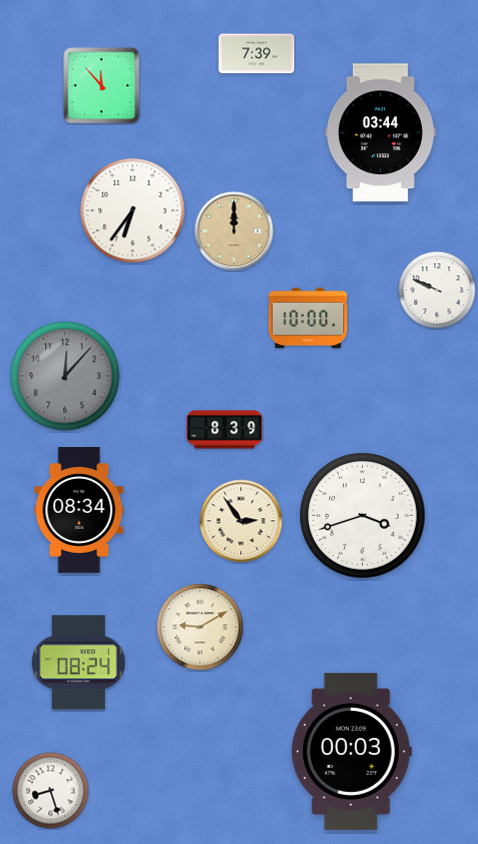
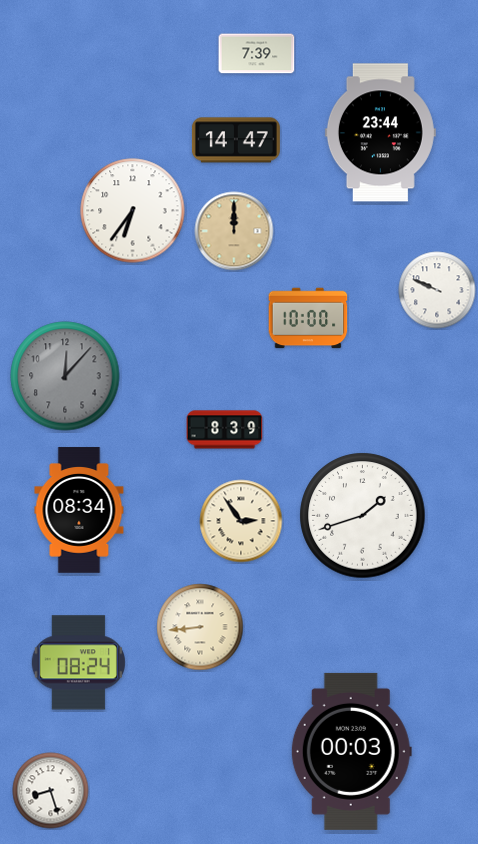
clock at (102, 86): 11:53 -> none
clock at (380, 133): 03:44 -> 23:44
clock at (236, 140): none -> 14:47
clock at (363, 516): 3:42 -> 1:42
clock at (200, 627): 9:10 -> 8:44
